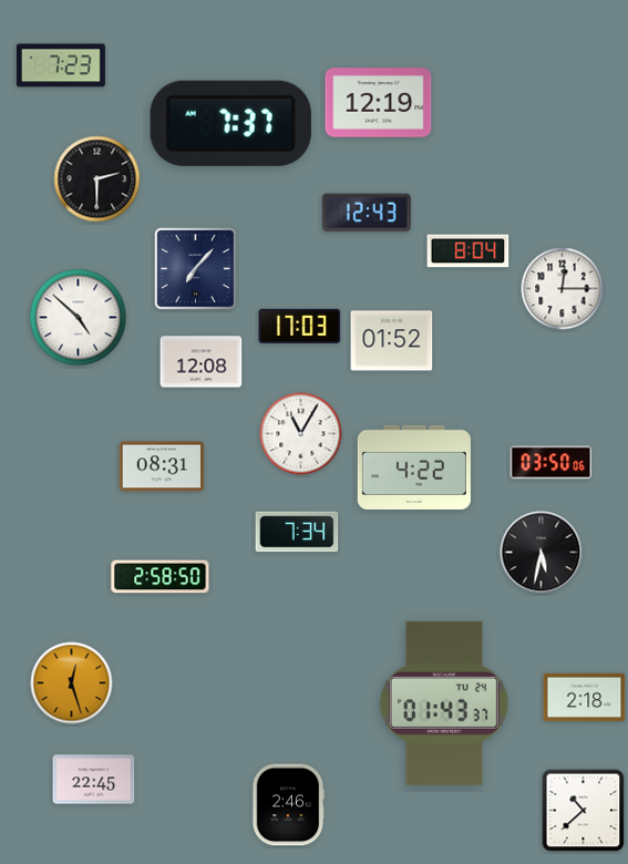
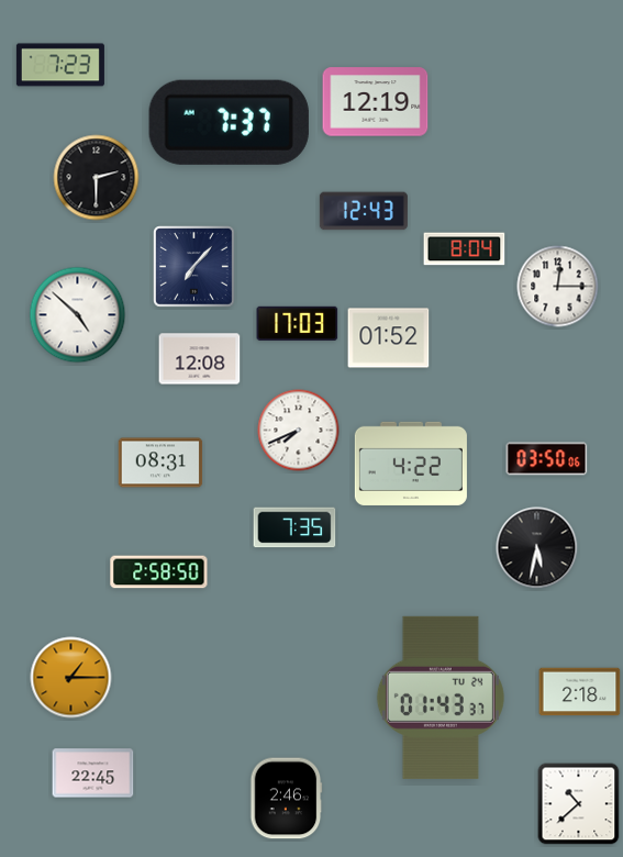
clock at (301, 434): 11:05 -> 7:41
clock at (297, 532): 7:34 -> 7:35
clock at (72, 683): 12:27 -> 1:15
